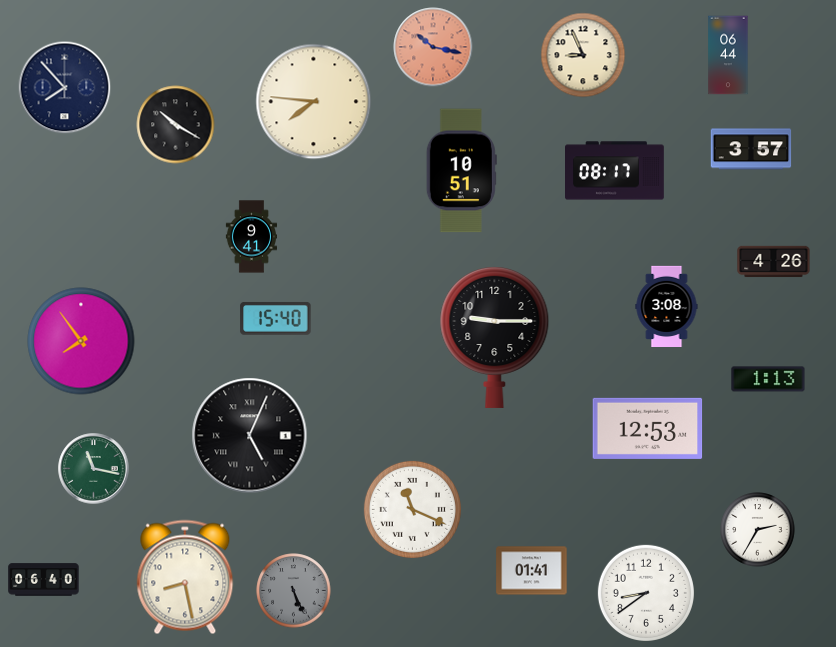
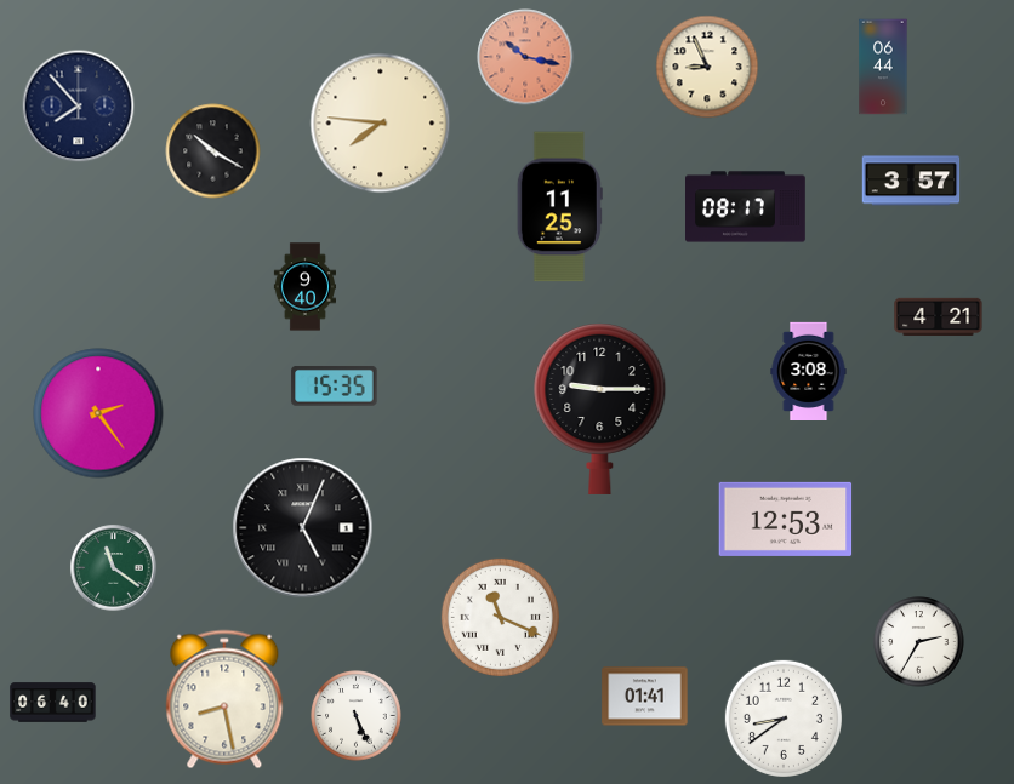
clock at (461, 171): 10:51 -> 11:25
clock at (251, 237): 9:41 -> 9:40
clock at (774, 262): 4:26 -> 4:21
clock at (276, 319): 15:40 -> 15:35
clock at (81, 341): 7:54 -> 2:24
clock at (768, 379): 1:13 -> none
clock at (94, 469): 11:17 -> 11:21
clock at (532, 571) position: (532, 571) -> (645, 697)
clock at (294, 591) dial: grey -> white
